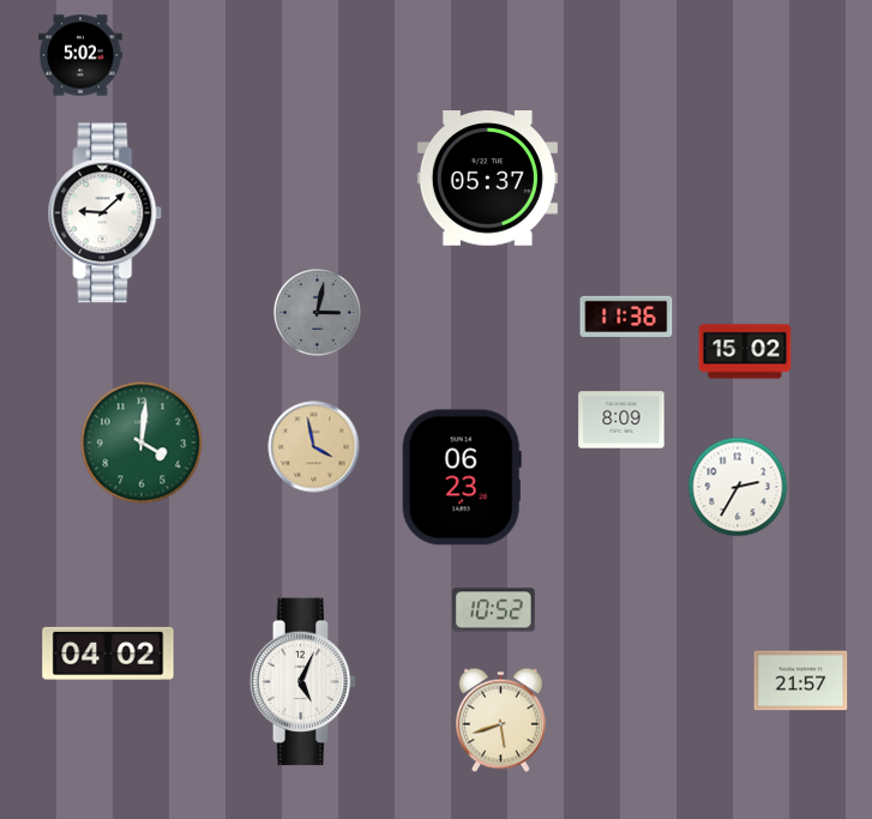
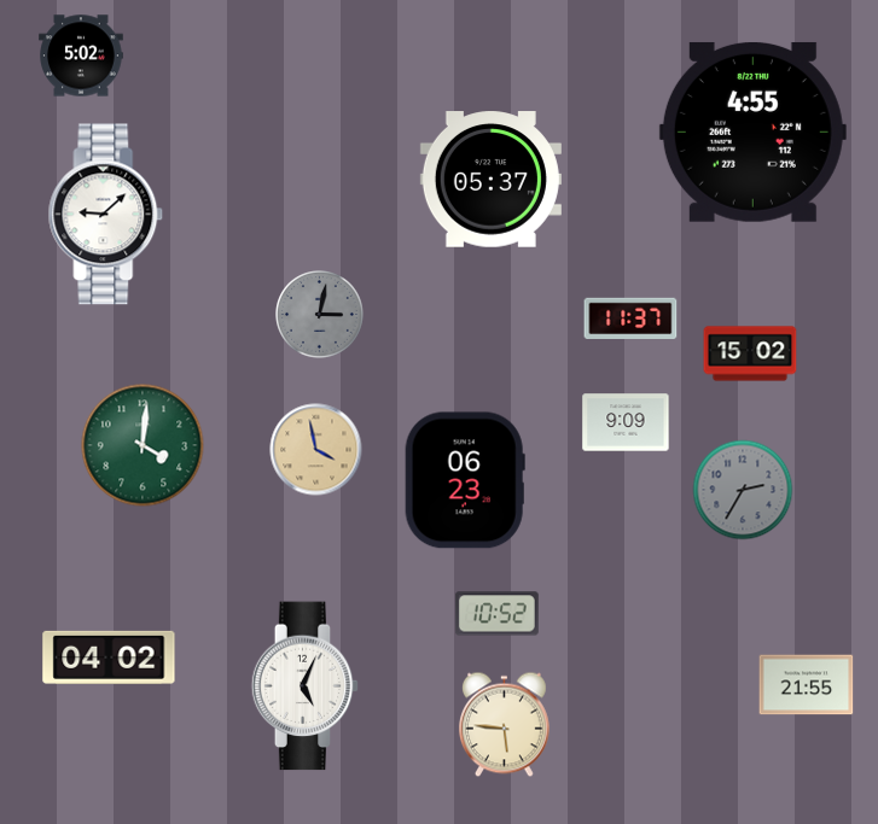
clock at (752, 132): none -> 4:55
clock at (626, 315): 11:36 -> 11:37
clock at (621, 420): 8:09 -> 9:09
clock at (738, 487) dial: white -> grey
clock at (801, 681): 21:57 -> 21:55
clock at (500, 721): 5:42 -> 5:46
